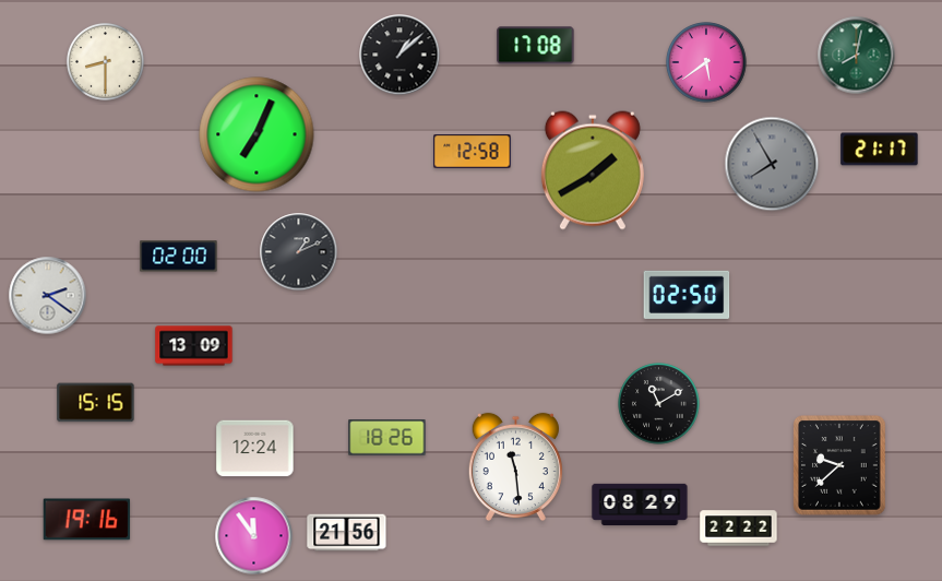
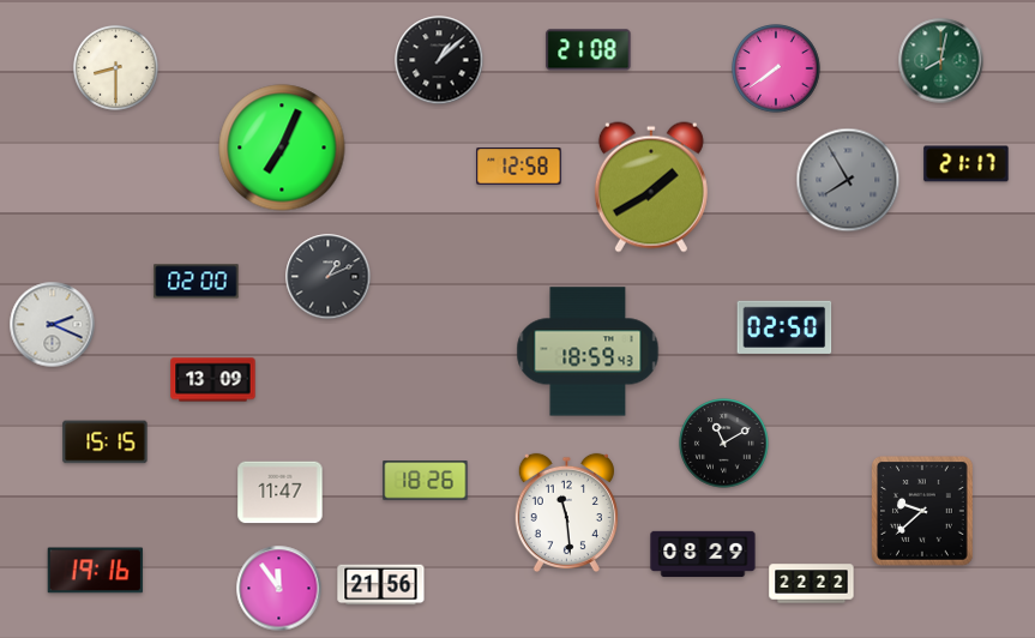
clock at (536, 46): 17:08 -> 21:08
clock at (706, 62): 5:39 -> 7:39
clock at (687, 295) position: (687, 295) -> (784, 327)
clock at (48, 296): 2:21 -> 2:19
clock at (588, 351): none -> 18:59
clock at (255, 449): 12:24 -> 11:47
clock at (739, 529) position: (739, 529) -> (812, 584)
